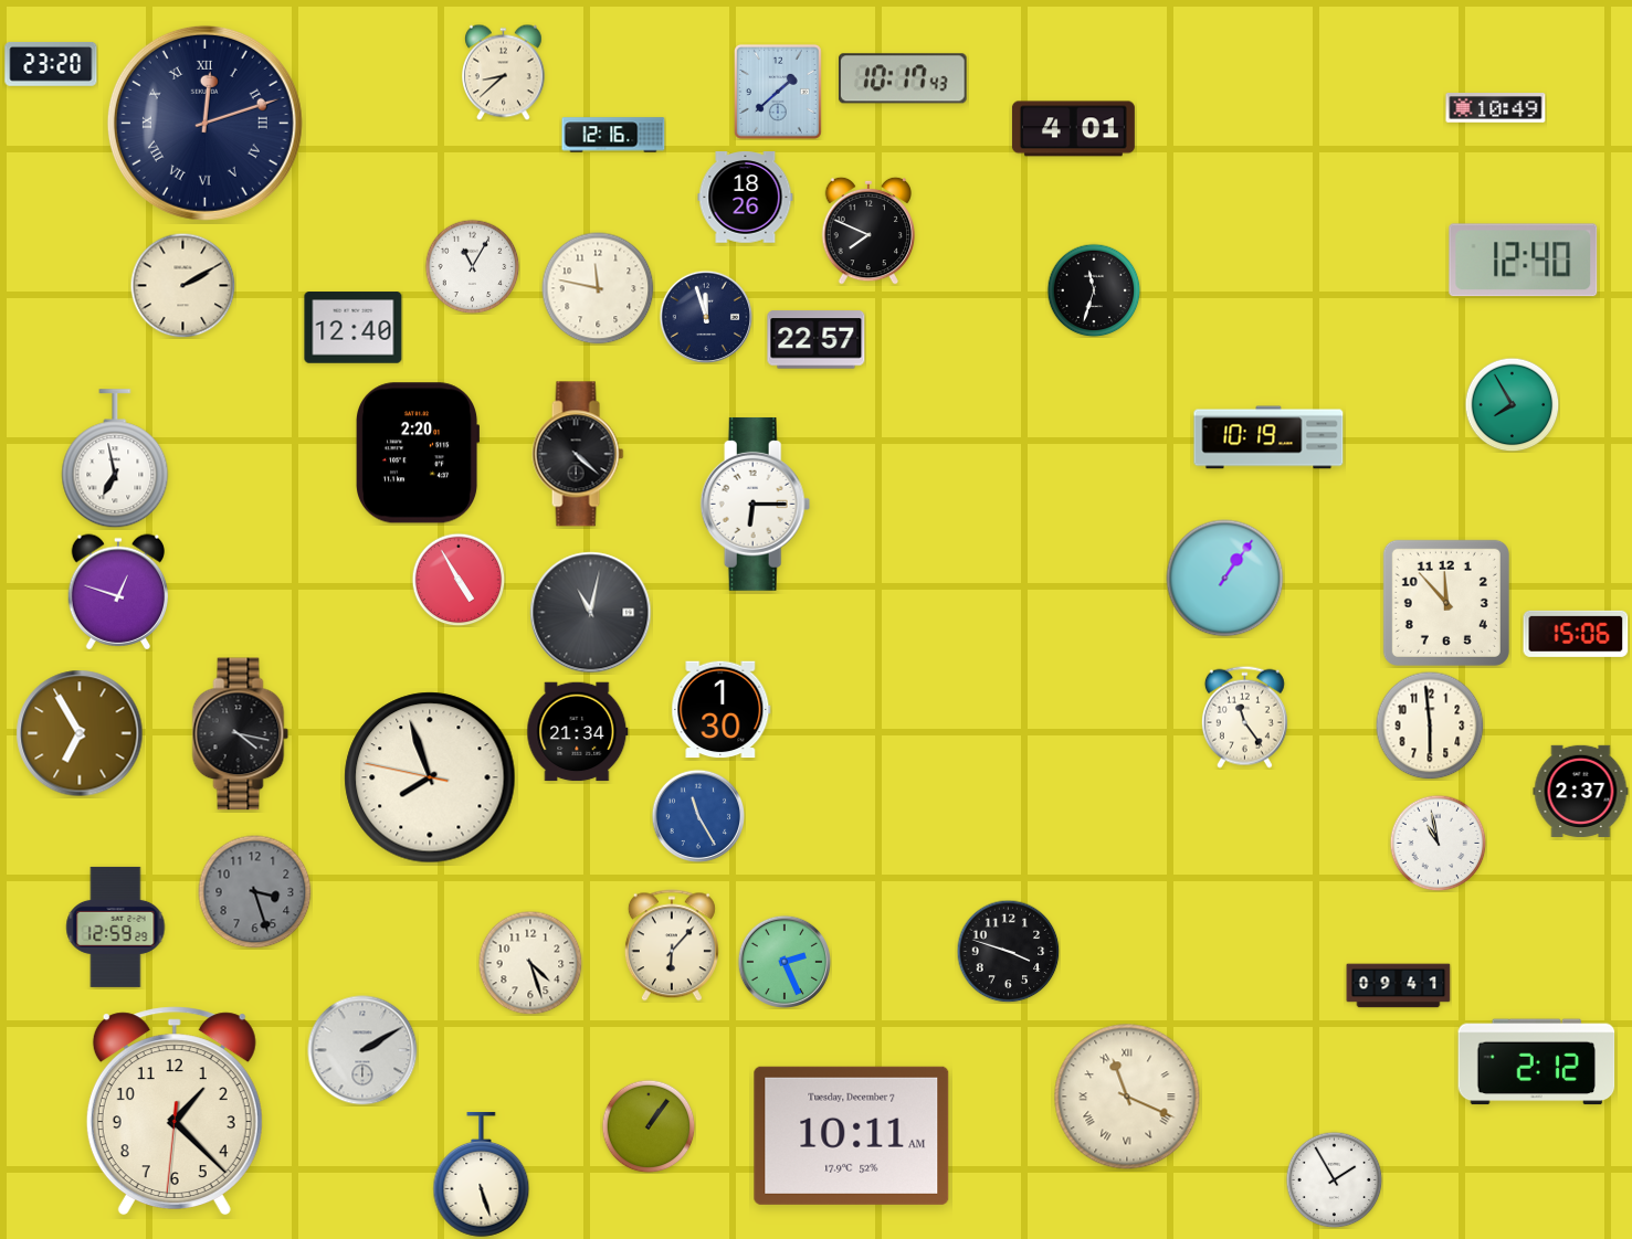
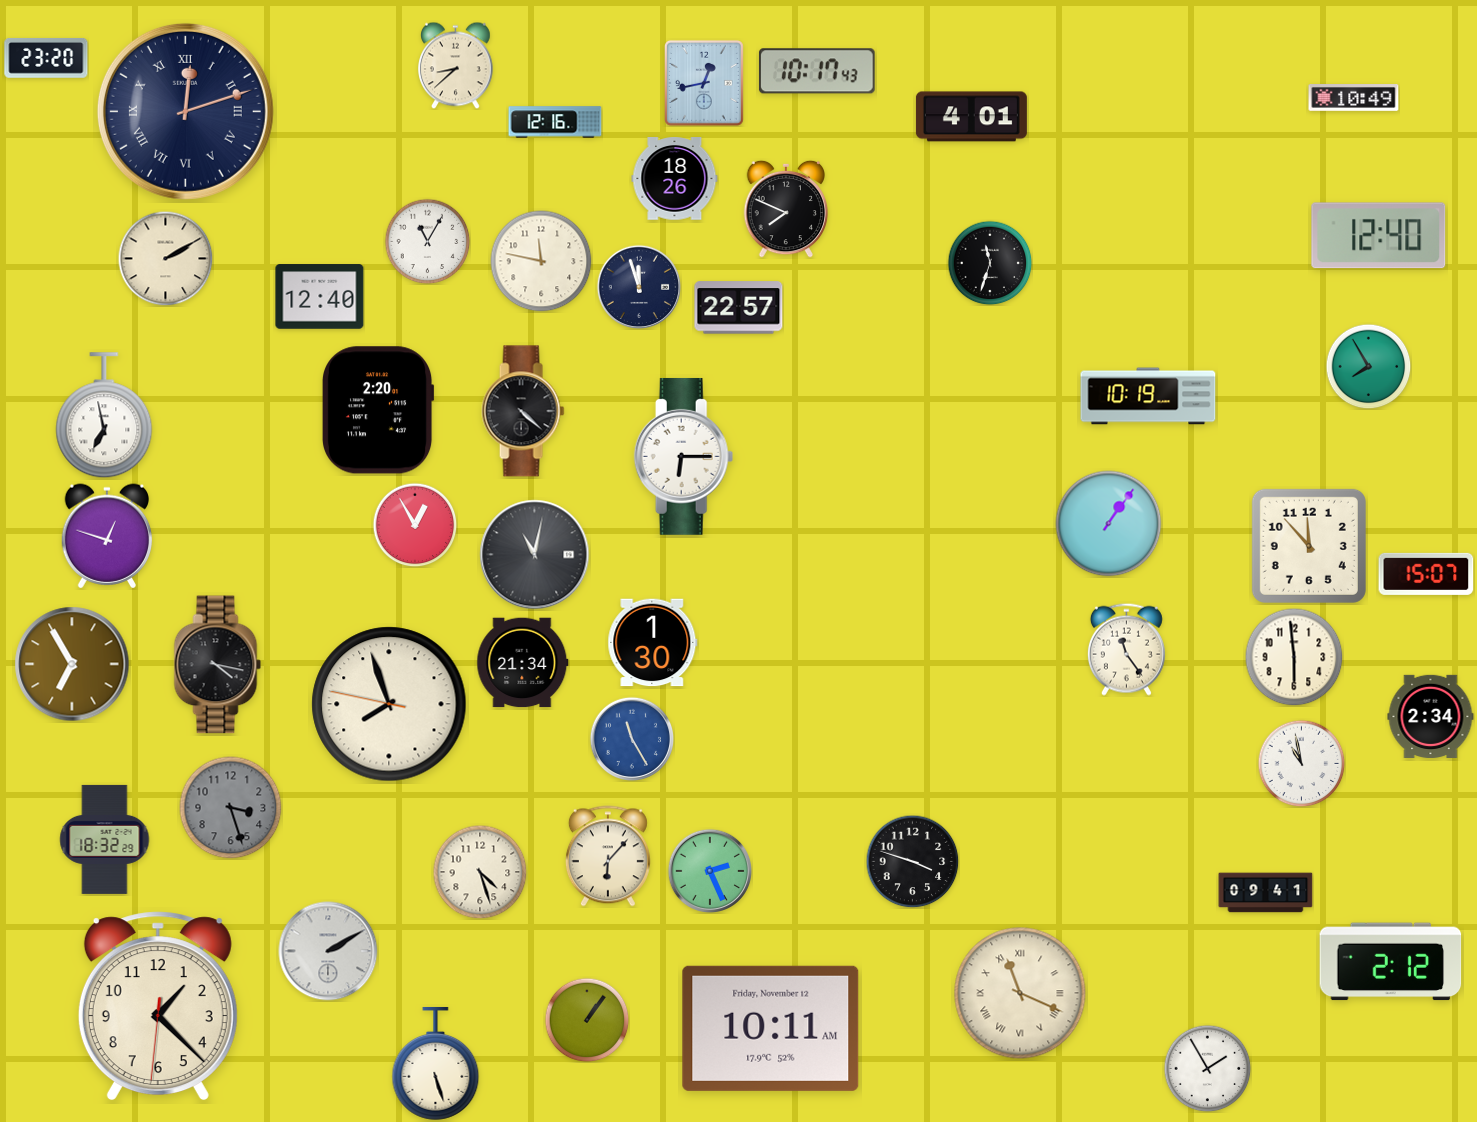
clock at (778, 92): 1:38 -> 12:43
clock at (459, 580): 4:55 -> 12:55
clock at (1576, 634): 15:06 -> 15:07
clock at (1581, 791): 2:37 -> 2:34
clock at (116, 926): 12:59 -> 18:32
clock at (852, 1135) date: Tuesday, December 7 -> Friday, November 12
